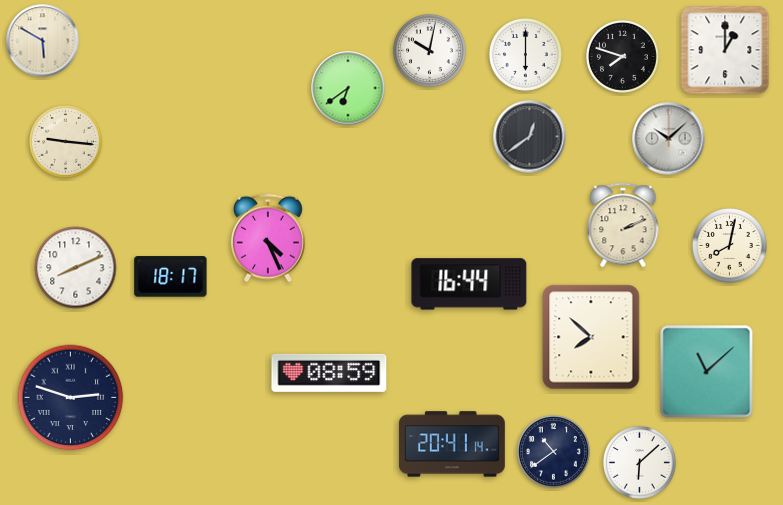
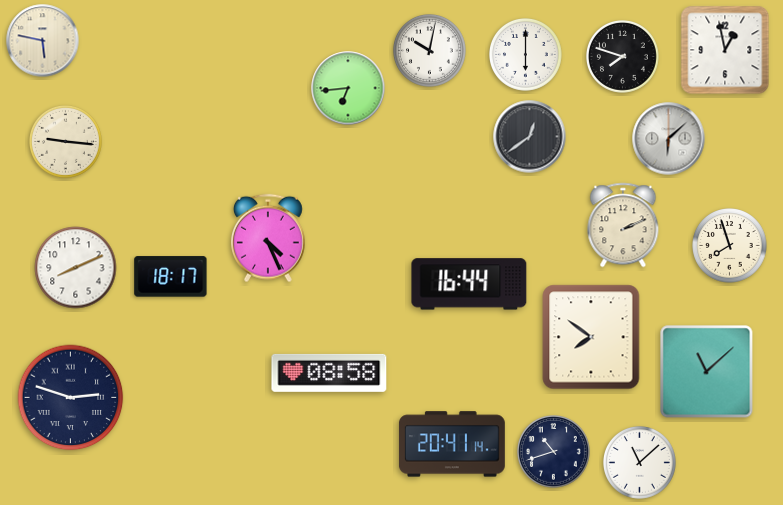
clock at (43, 41): 5:50 -> 5:47
clock at (725, 50): 1:00 -> 12:58
clock at (348, 88): 6:39 -> 6:44
clock at (669, 139): 10:08 -> 6:08
clock at (730, 246): 8:02 -> 7:57
clock at (591, 337): 7:52 -> 7:51
clock at (329, 373): 08:59 -> 08:58
clock at (554, 452): 10:39 -> 10:42
clock at (640, 463): 6:08 -> 11:08
